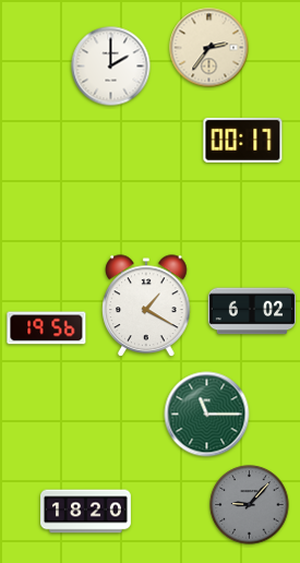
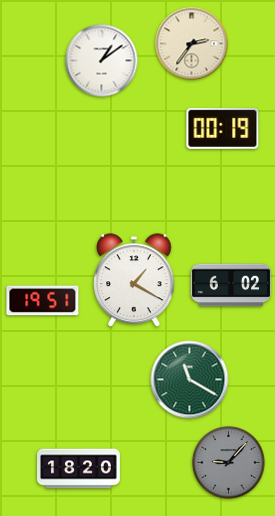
clock at (111, 67): 2:00 -> 1:09
clock at (243, 140): 00:17 -> 00:19
clock at (47, 328): 19:56 -> 19:51
clock at (207, 415): 11:15 -> 11:20
